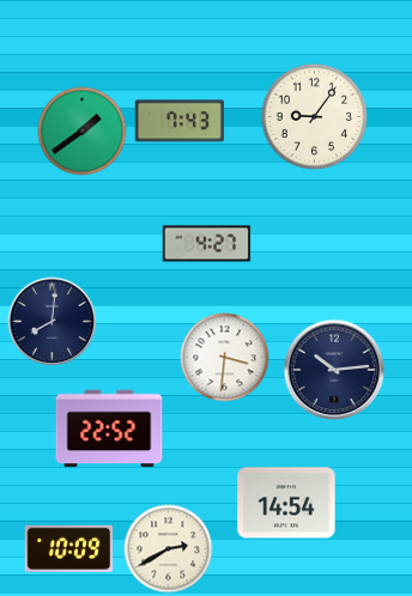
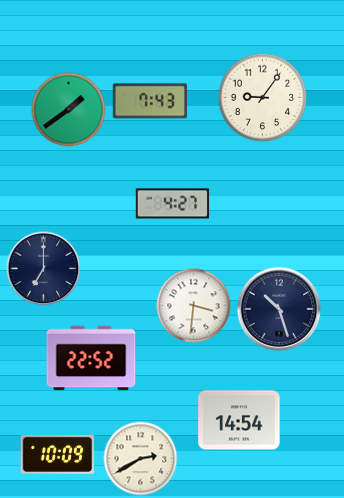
clock at (53, 322): 8:01 -> 7:00
clock at (225, 358) position: (225, 358) -> (194, 306)
clock at (334, 370): 10:14 -> 10:27
clock at (69, 548) position: (69, 548) -> (58, 454)
